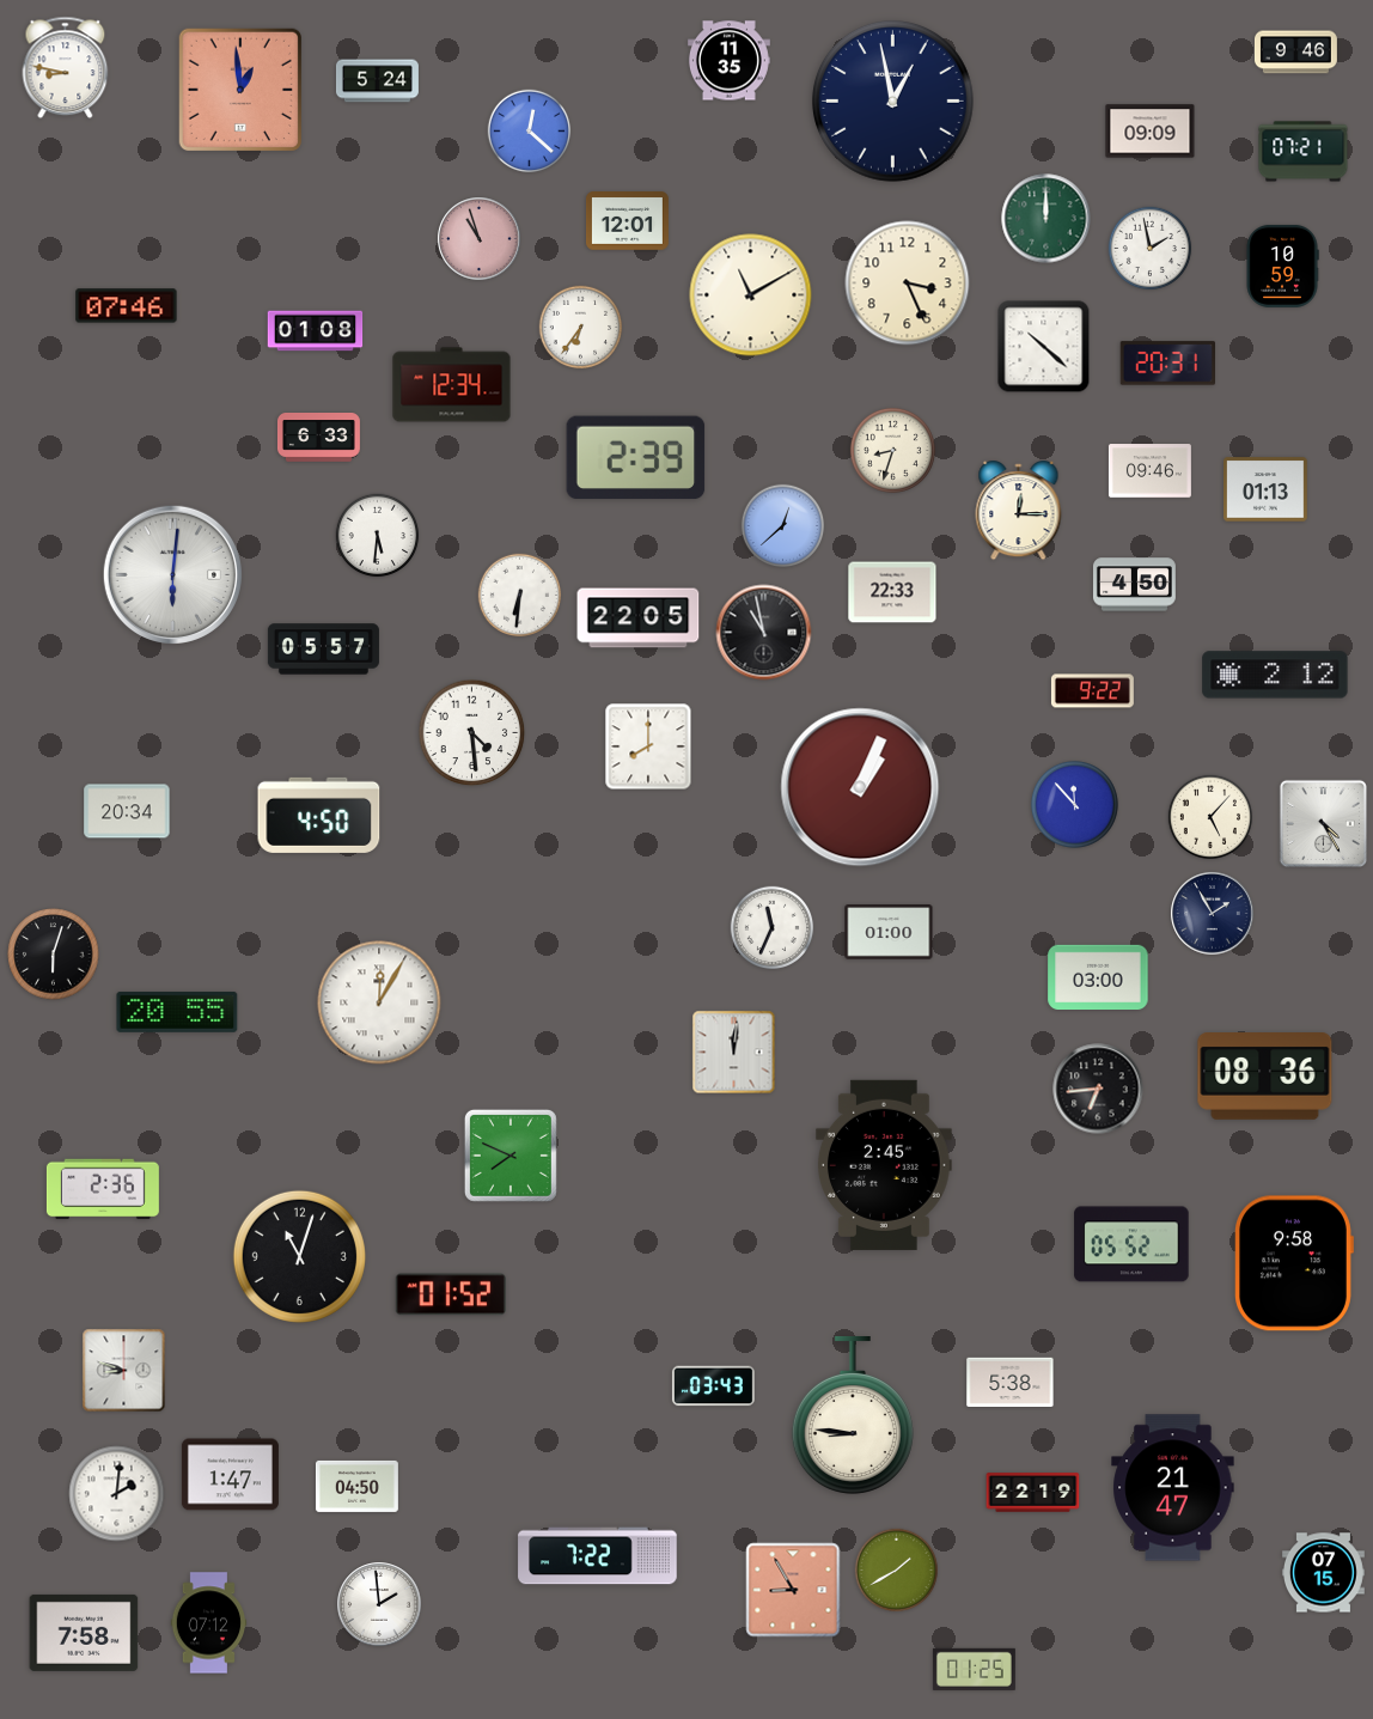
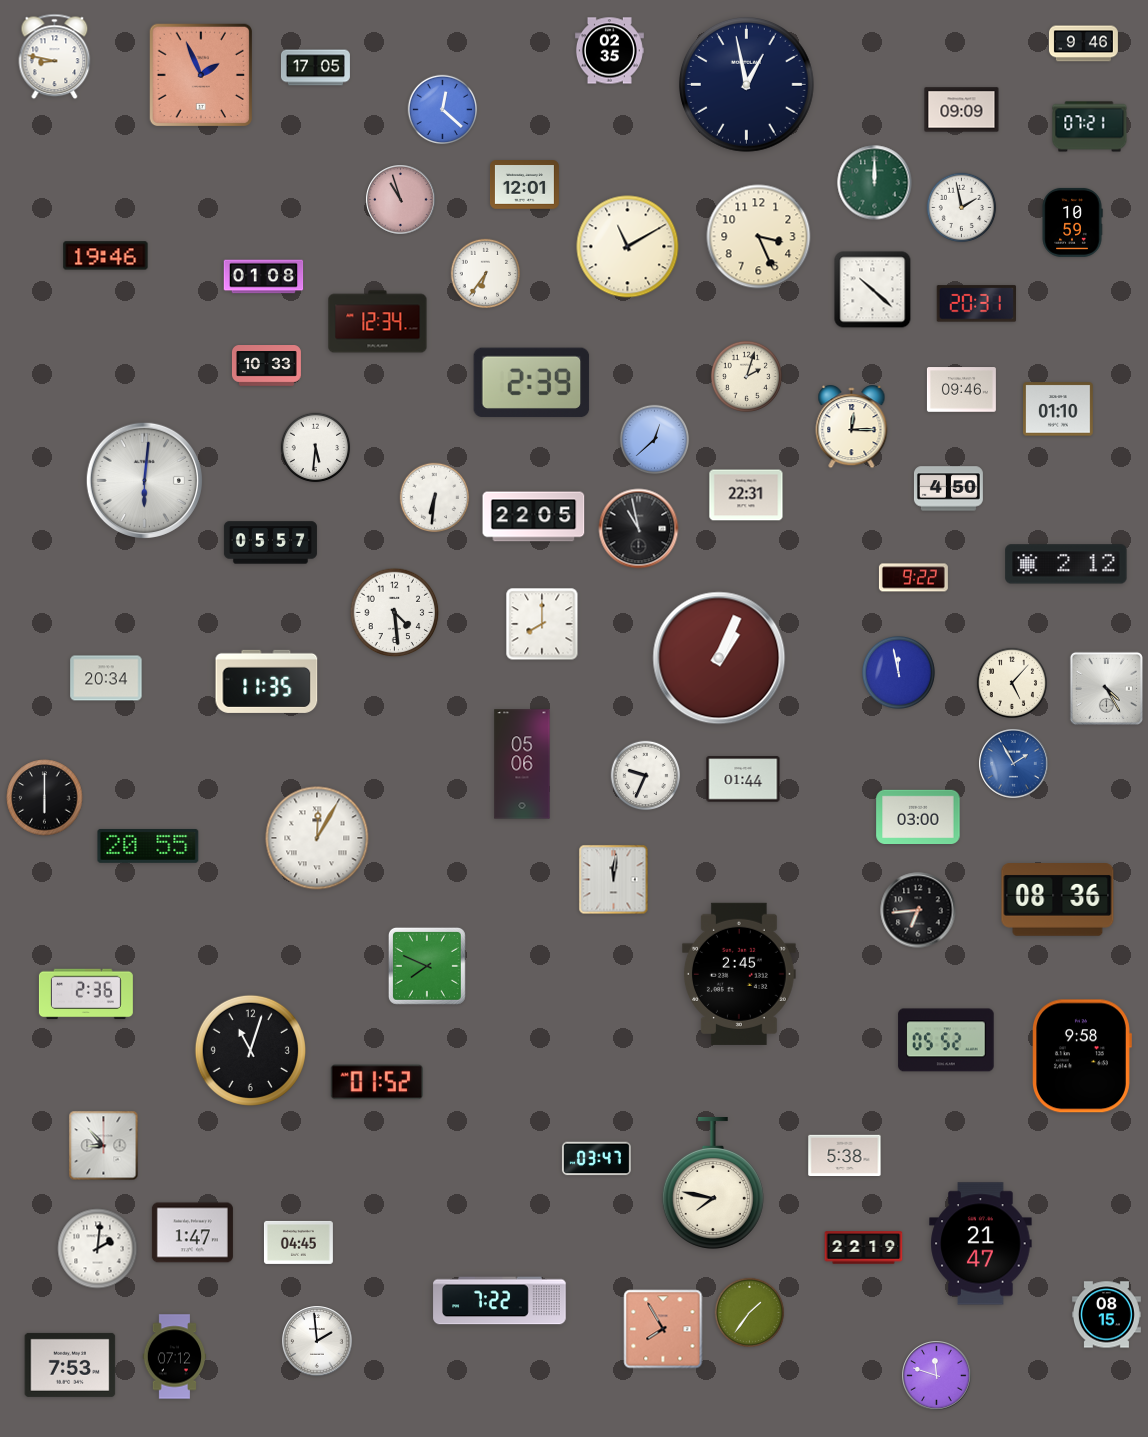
clock at (728, 61): 11:35 -> 02:35
clock at (377, 81): 5:24 -> 17:05
clock at (239, 89): 12:59 -> 1:56
clock at (127, 306): 07:46 -> 19:46
clock at (318, 438): 6:33 -> 10:33
clock at (892, 450): 8:33 -> 2:03
clock at (1149, 471) position: (1149, 471) -> (961, 390)
clock at (1267, 489): 01:13 -> 01:10
clock at (892, 592): 22:33 -> 22:31
clock at (1075, 805): 11:53 -> 11:58
clock at (319, 815): 4:50 -> 11:35
clock at (522, 764): none -> 05:06
clock at (1213, 914) dial: navy -> blue
clock at (773, 928): 11:34 -> 9:34
clock at (889, 932): 01:00 -> 01:44
clock at (54, 955): 6:03 -> 6:00
clock at (124, 1371): 8:48 -> 8:53
clock at (713, 1386): 03:43 -> 03:47
clock at (853, 1415): 8:46 -> 7:47
clock at (356, 1486): 04:50 -> 04:45
clock at (897, 1571): 1:40 -> 1:36
clock at (1323, 1573): 07:15 -> 08:15
clock at (793, 1590): 8:55 -> 7:55
clock at (84, 1633): 7:58 -> 7:53
clock at (937, 1376): none -> 11:48
clock at (974, 1669): 01:25 -> none
